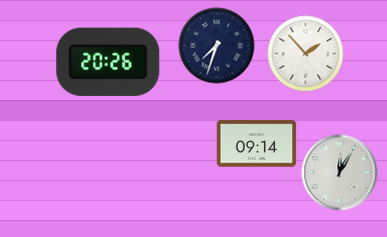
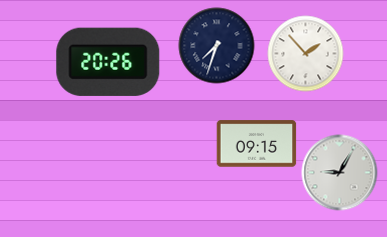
clock at (257, 144): 09:14 -> 09:15
clock at (340, 173): 12:05 -> 9:05
